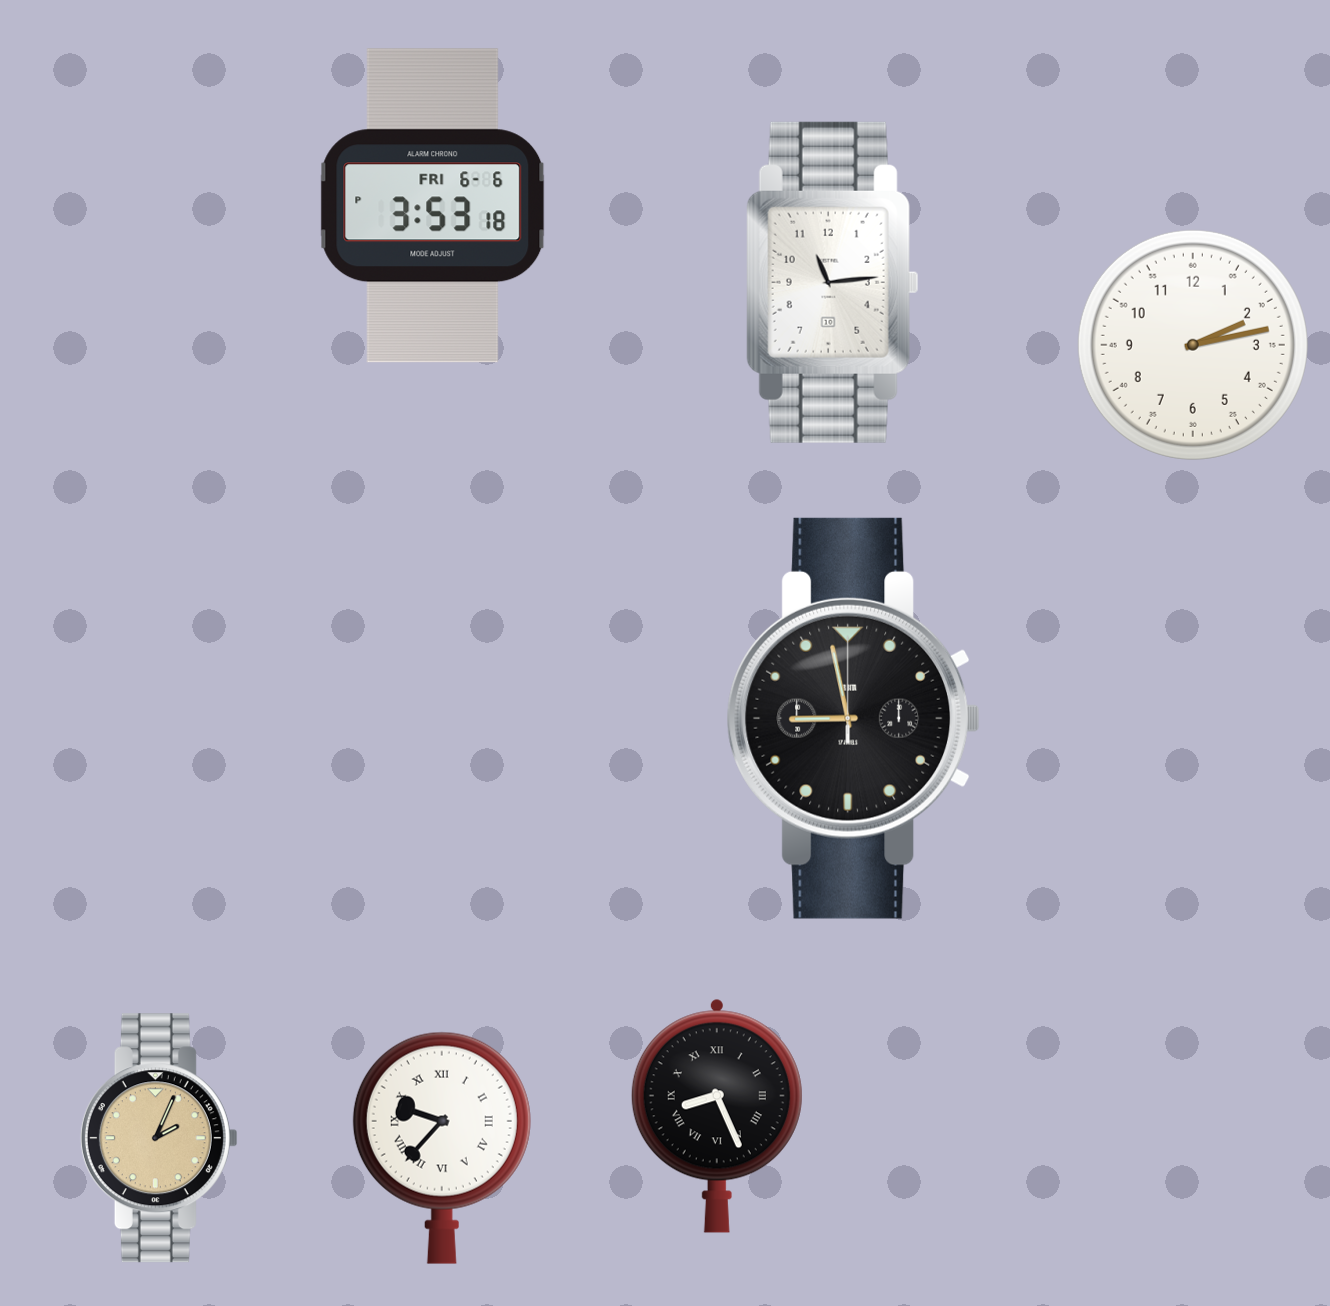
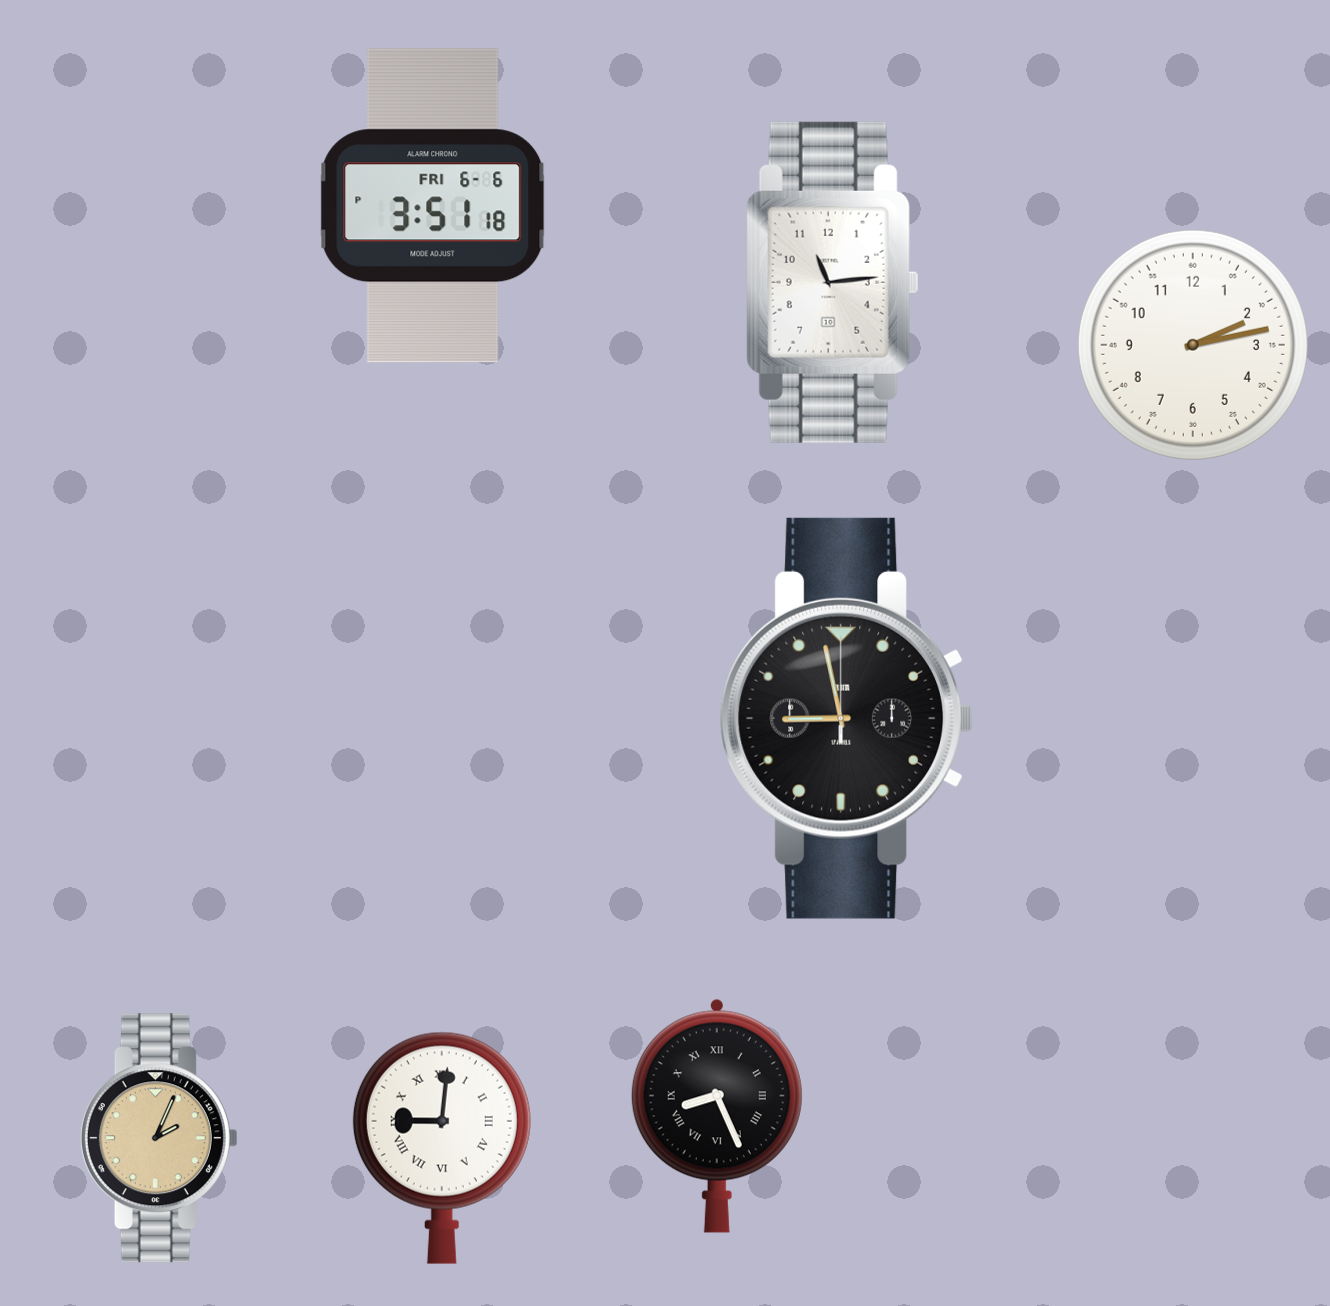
clock at (433, 206): 3:53 -> 3:51
clock at (854, 718) position: (854, 718) -> (847, 718)
clock at (442, 1148): 9:37 -> 9:01
